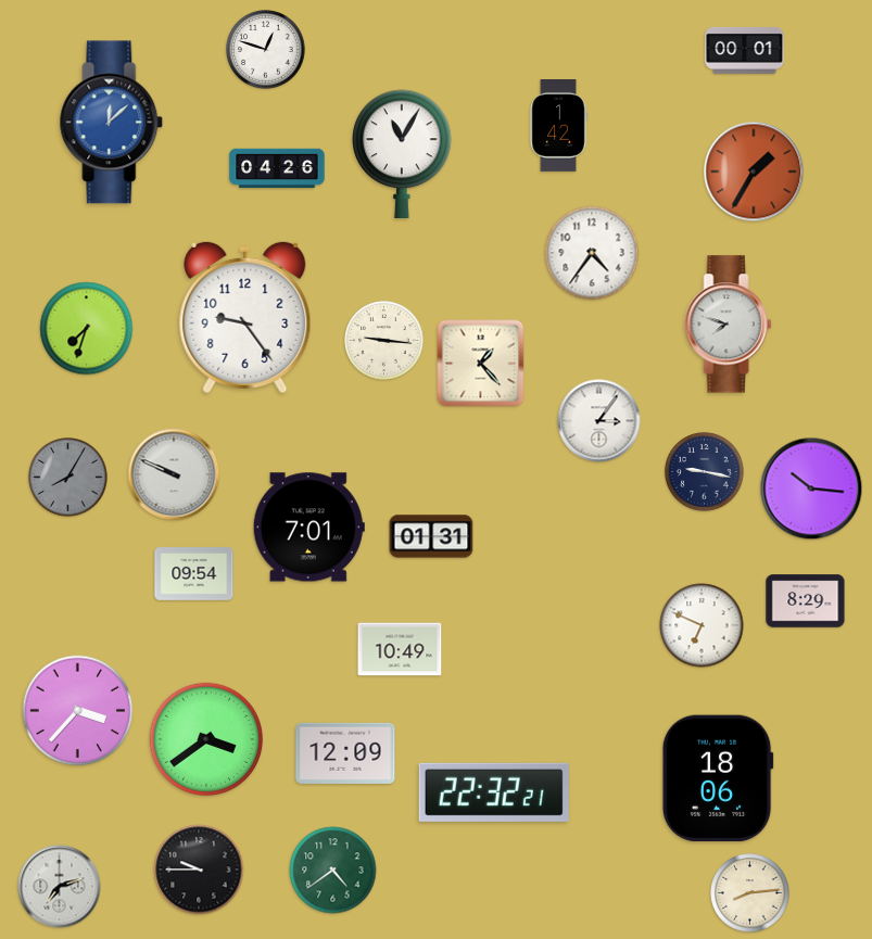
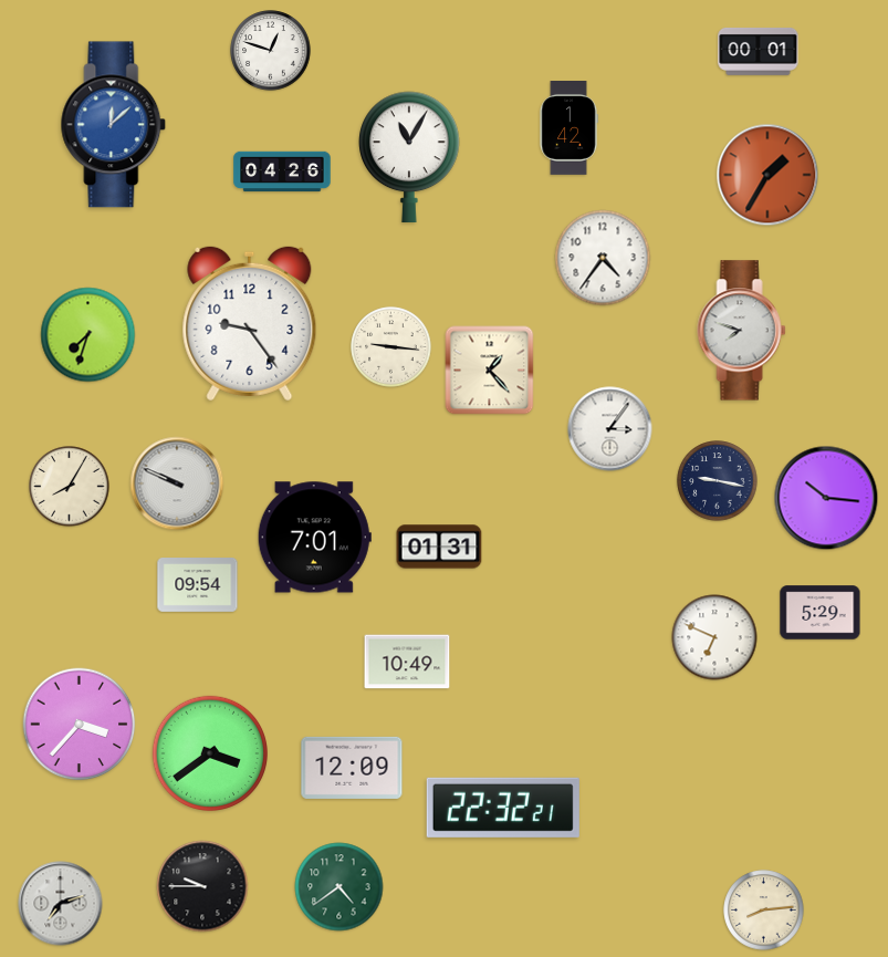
clock at (68, 478) dial: grey -> cream
clock at (806, 601): 8:29 -> 5:29
clock at (718, 778): 18:06 -> none
